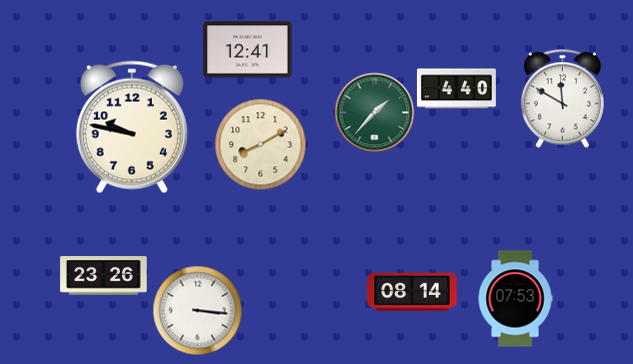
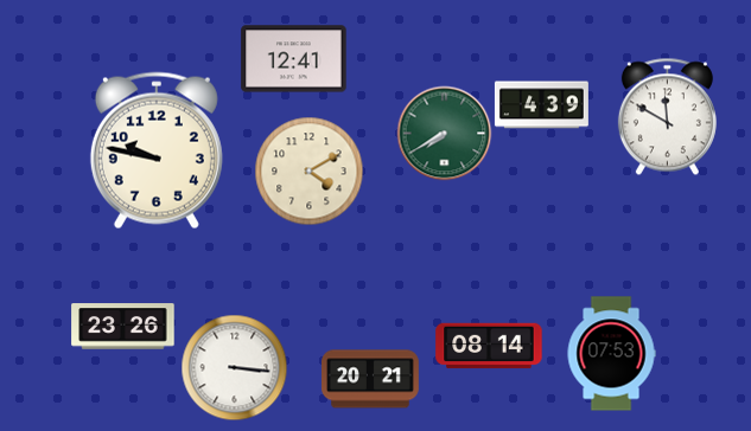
clock at (456, 89): 4:40 -> 4:39
clock at (374, 112): 1:37 -> 7:40
clock at (260, 144): 8:10 -> 4:10
clock at (371, 379): none -> 20:21
